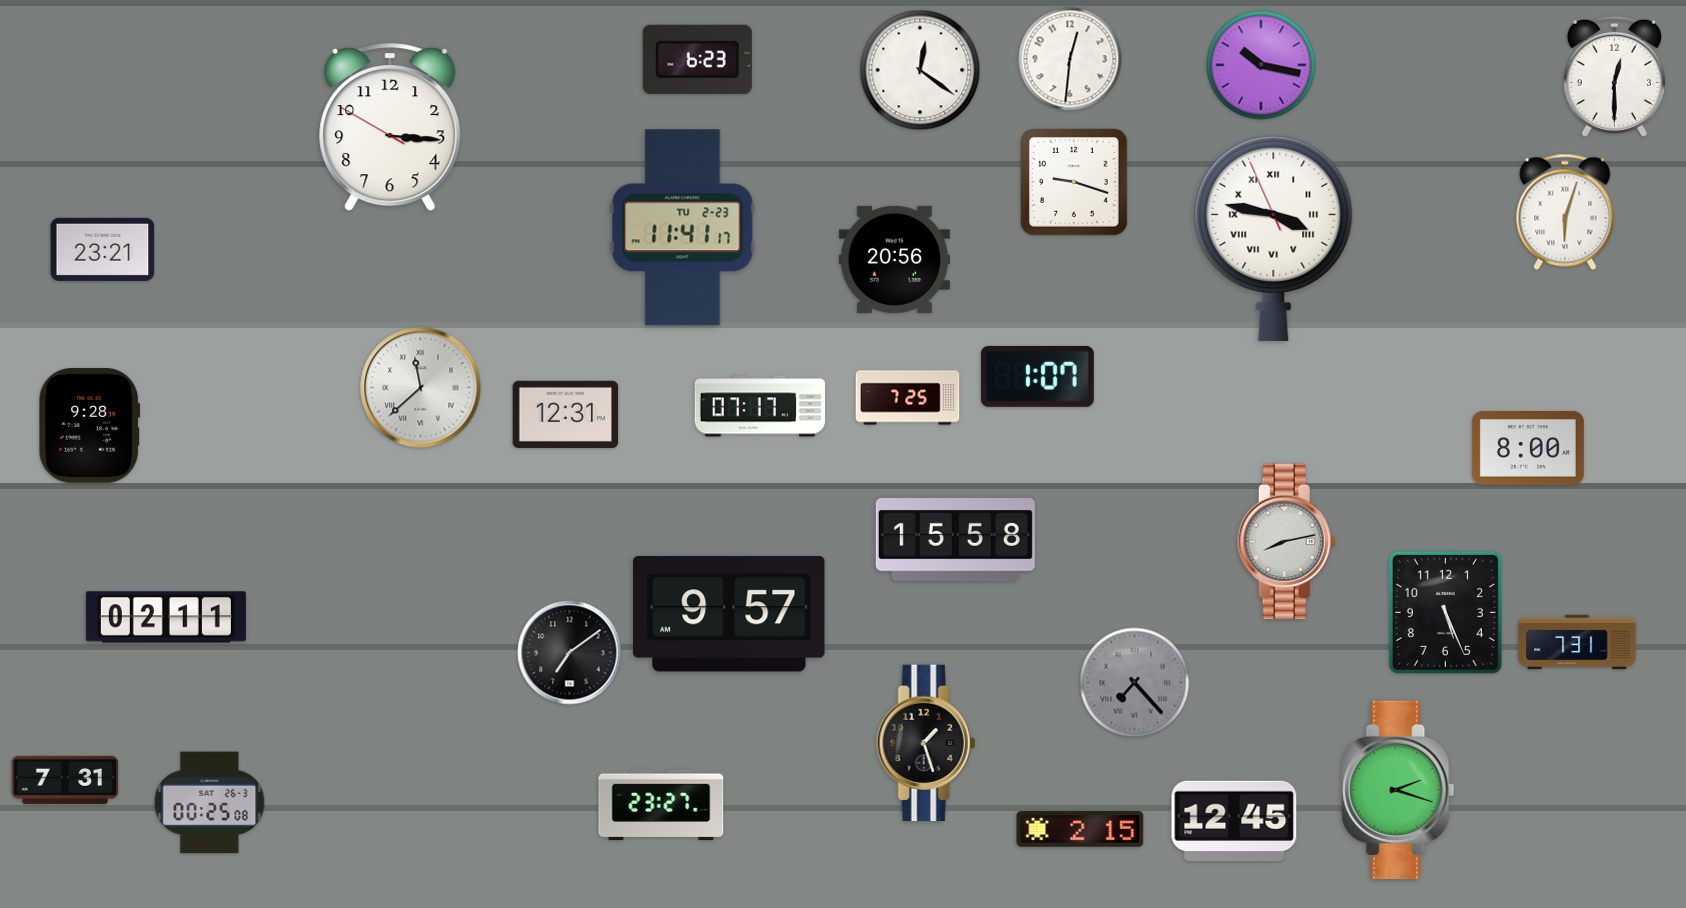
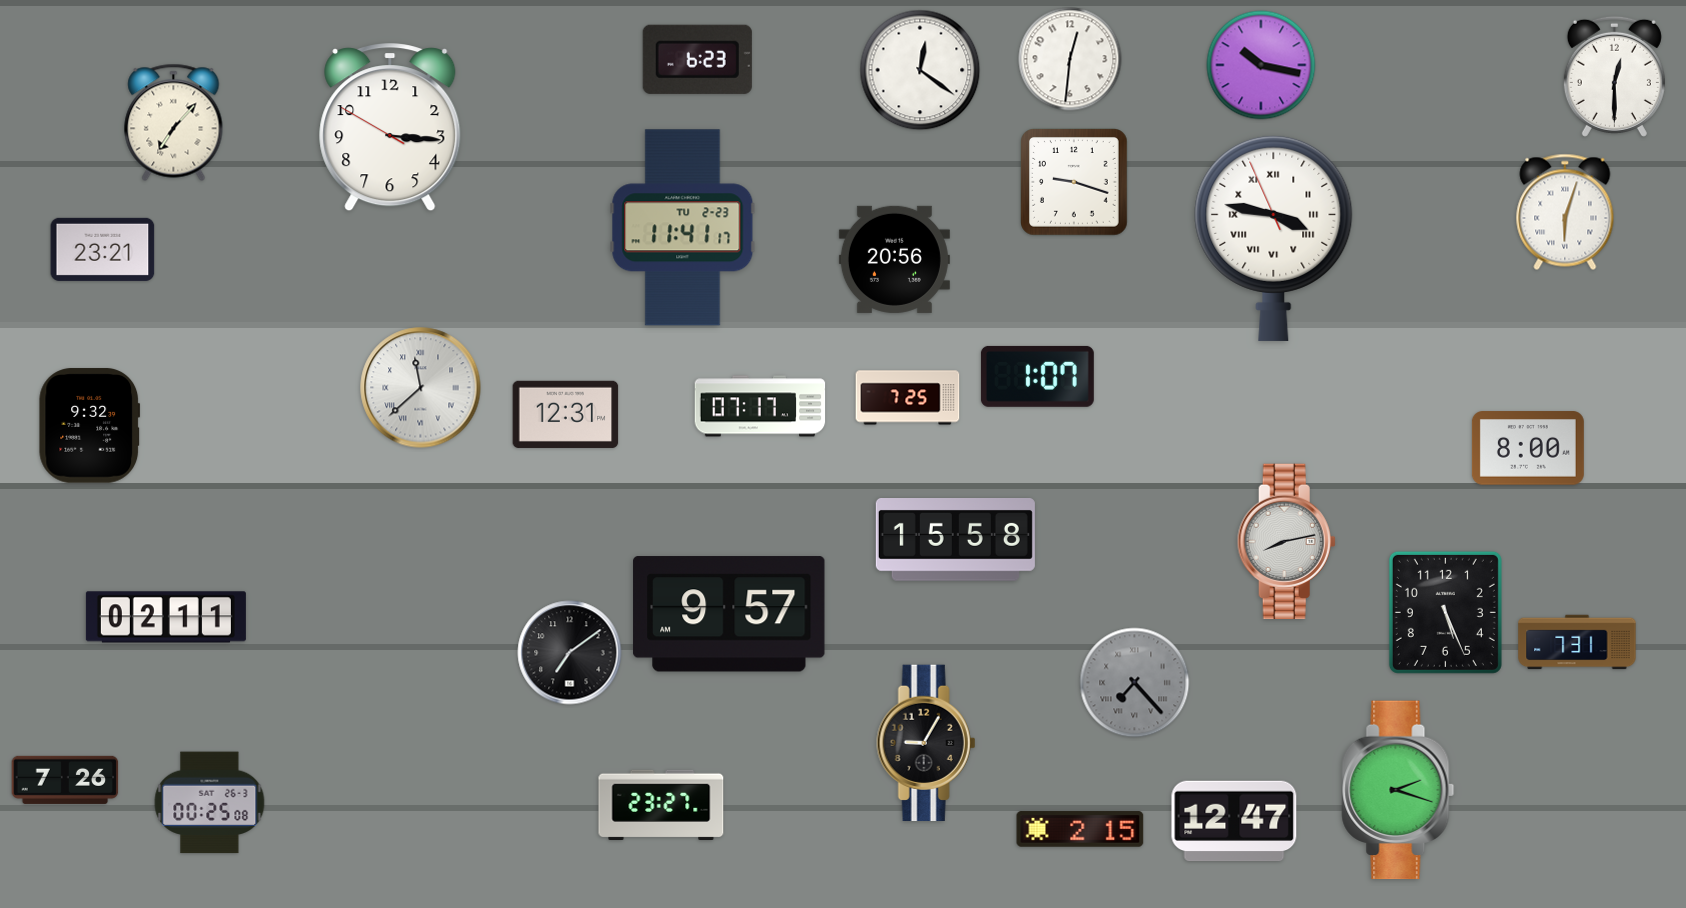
clock at (174, 122): none -> 7:07
clock at (90, 426): 9:28 -> 9:32
clock at (926, 742): 1:27 -> 9:05
clock at (65, 780): 7:31 -> 7:26
clock at (1234, 821): 12:45 -> 12:47
